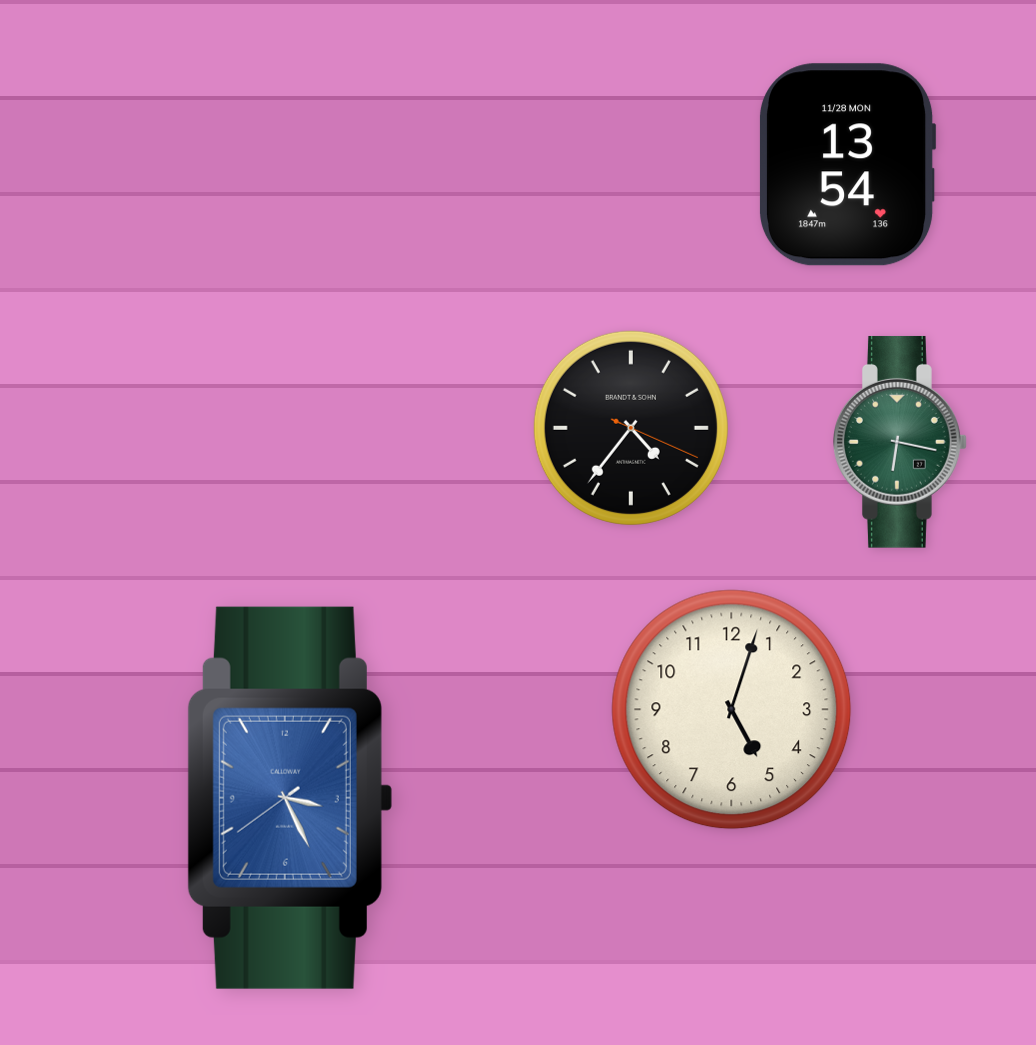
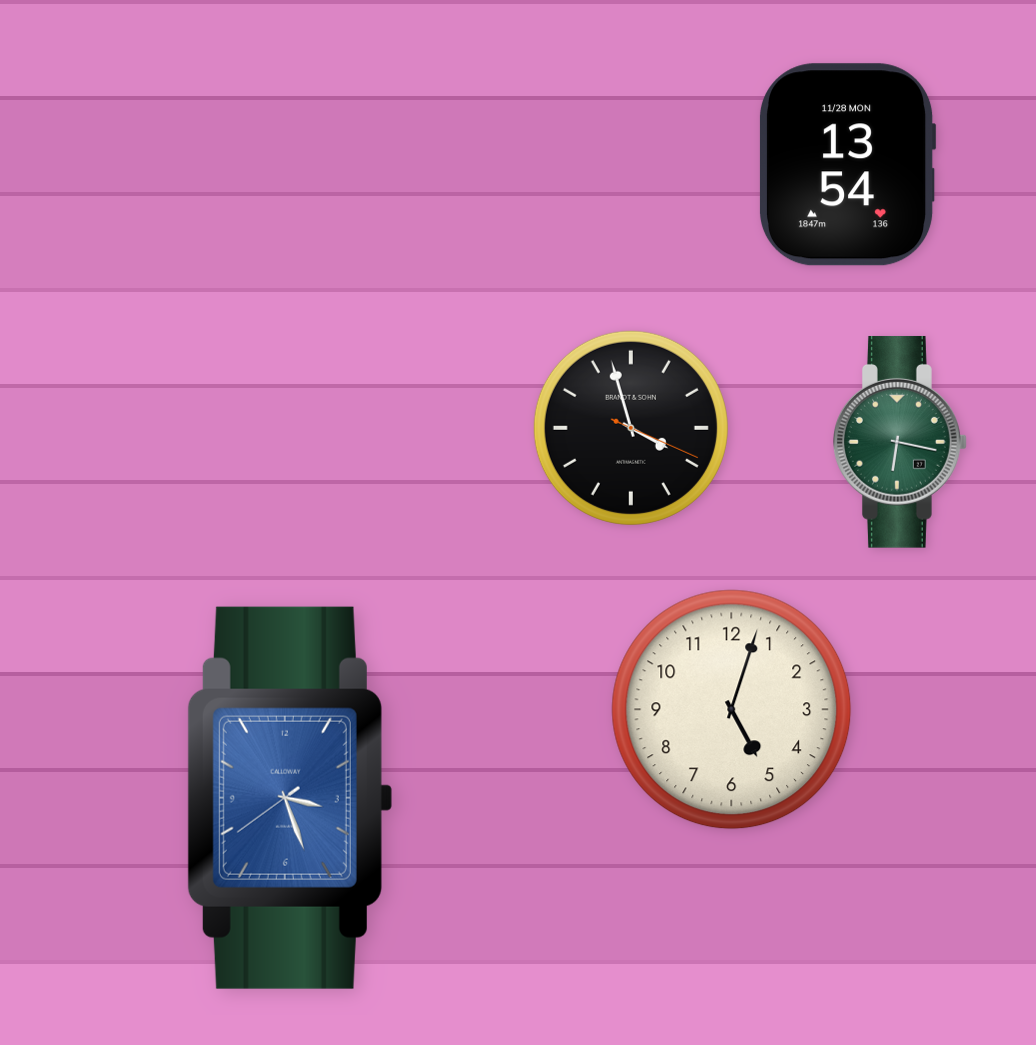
clock at (631, 428): 4:36 -> 3:57
clock at (290, 798): 3:25 -> 3:26
